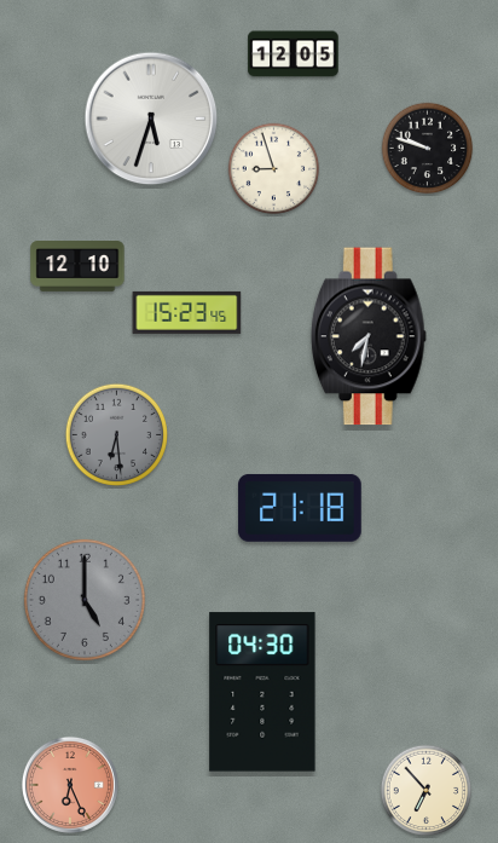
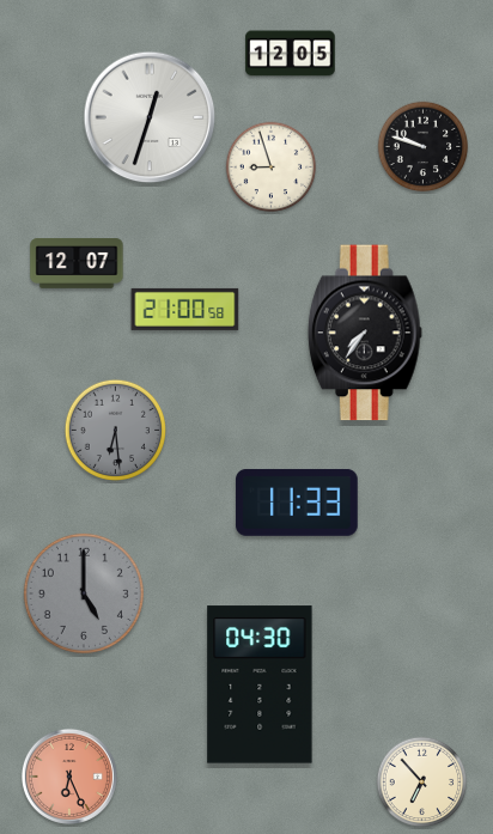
clock at (151, 119): 5:33 -> 12:33
clock at (77, 266): 12:10 -> 12:07
clock at (187, 312): 15:23 -> 21:00
clock at (369, 336): 7:32 -> 7:36
clock at (300, 508): 21:18 -> 11:33
